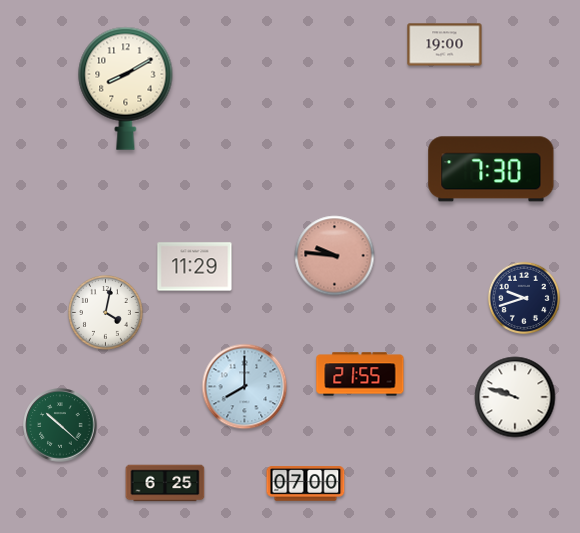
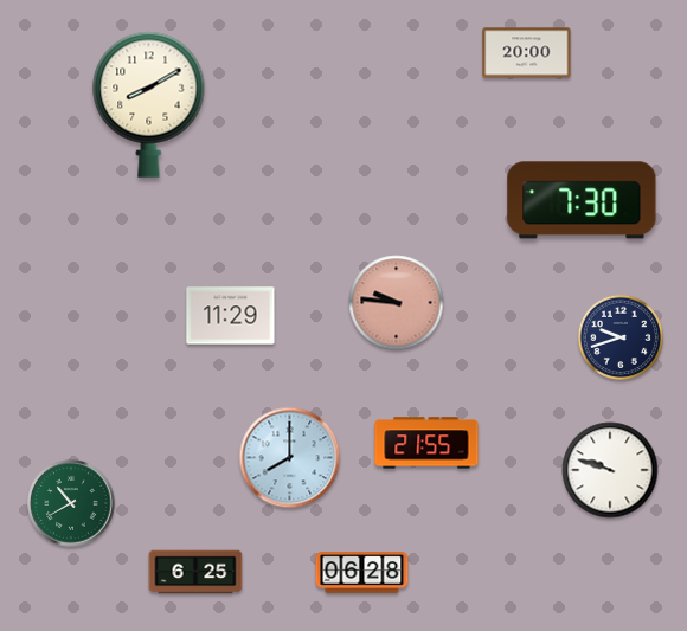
clock at (445, 45): 19:00 -> 20:00
clock at (523, 297) position: (523, 297) -> (619, 336)
clock at (105, 312): 4:02 -> none
clock at (60, 425): 10:22 -> 10:40
clock at (306, 484): 07:00 -> 06:28
